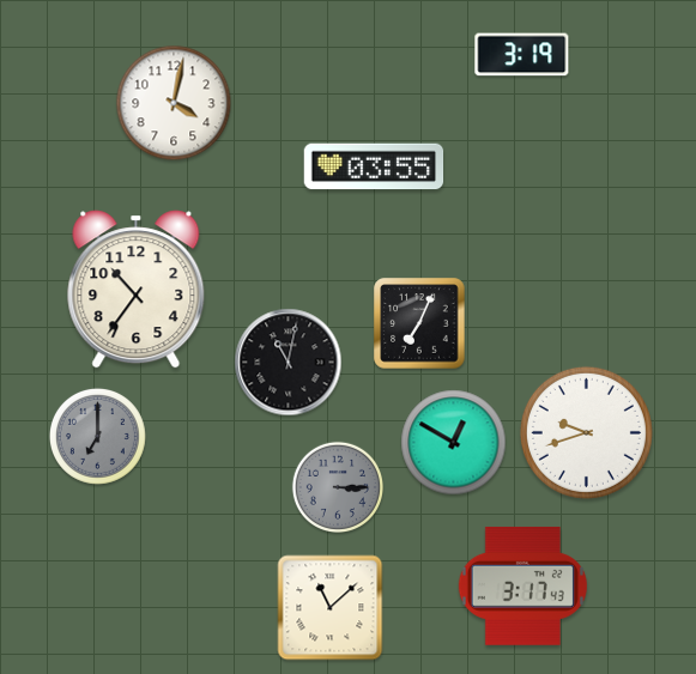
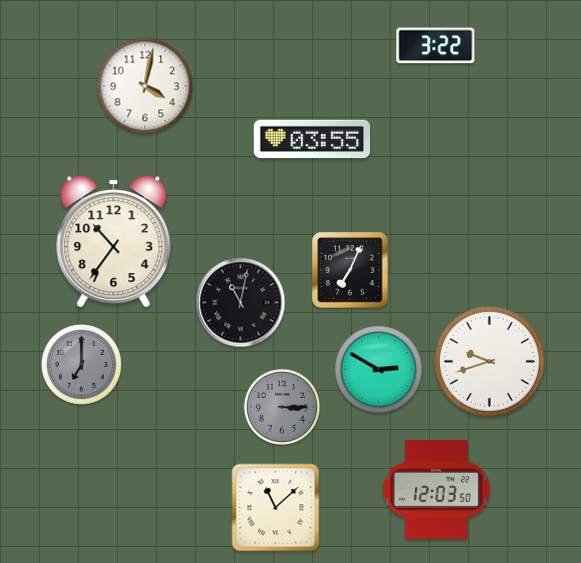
clock at (522, 55): 3:19 -> 3:22
clock at (454, 443): 12:50 -> 2:50
clock at (522, 585): 3:17 -> 12:03
